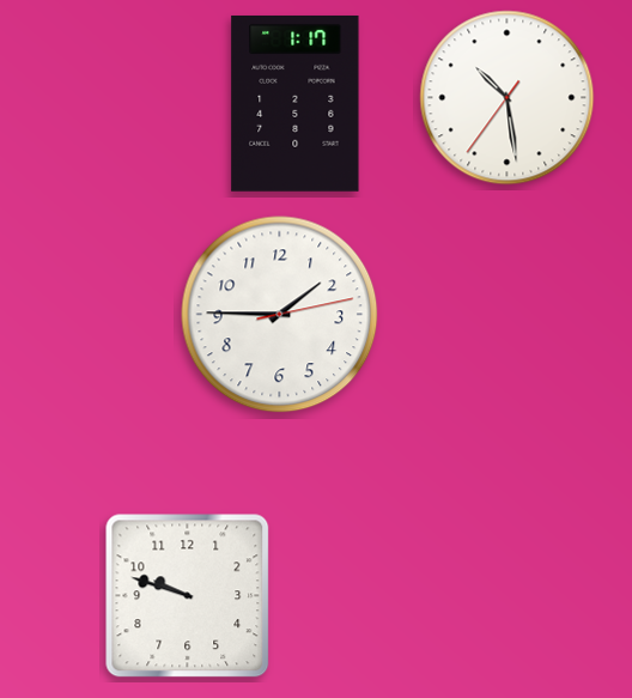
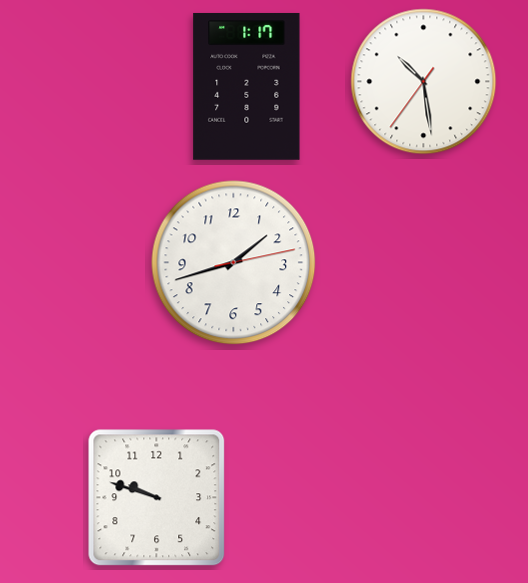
clock at (280, 315): 1:45 -> 1:42
